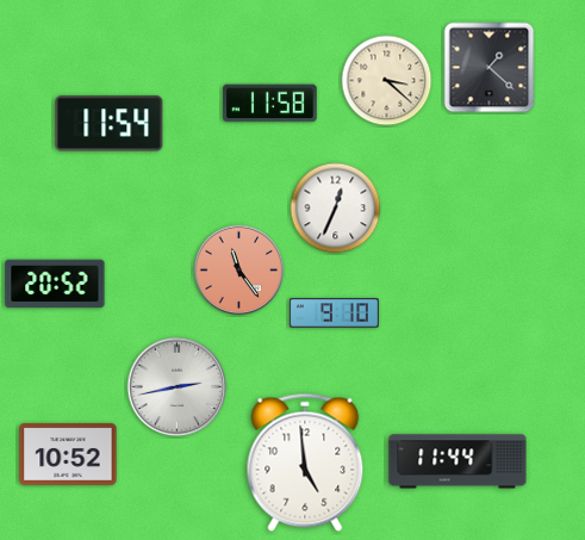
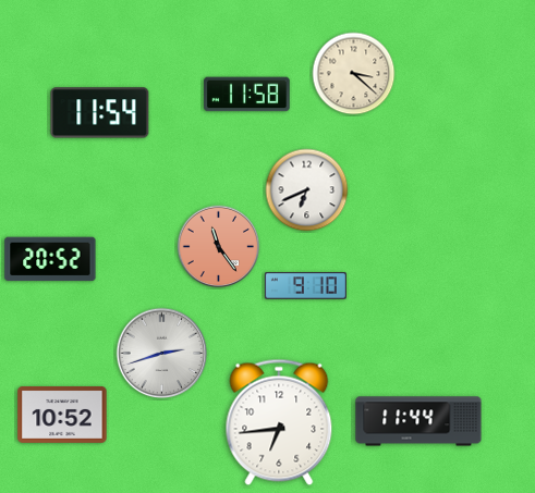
clock at (490, 68): 1:22 -> none
clock at (336, 209): 12:34 -> 6:41
clock at (178, 387): 2:43 -> 2:42
clock at (305, 463): 4:59 -> 6:44
